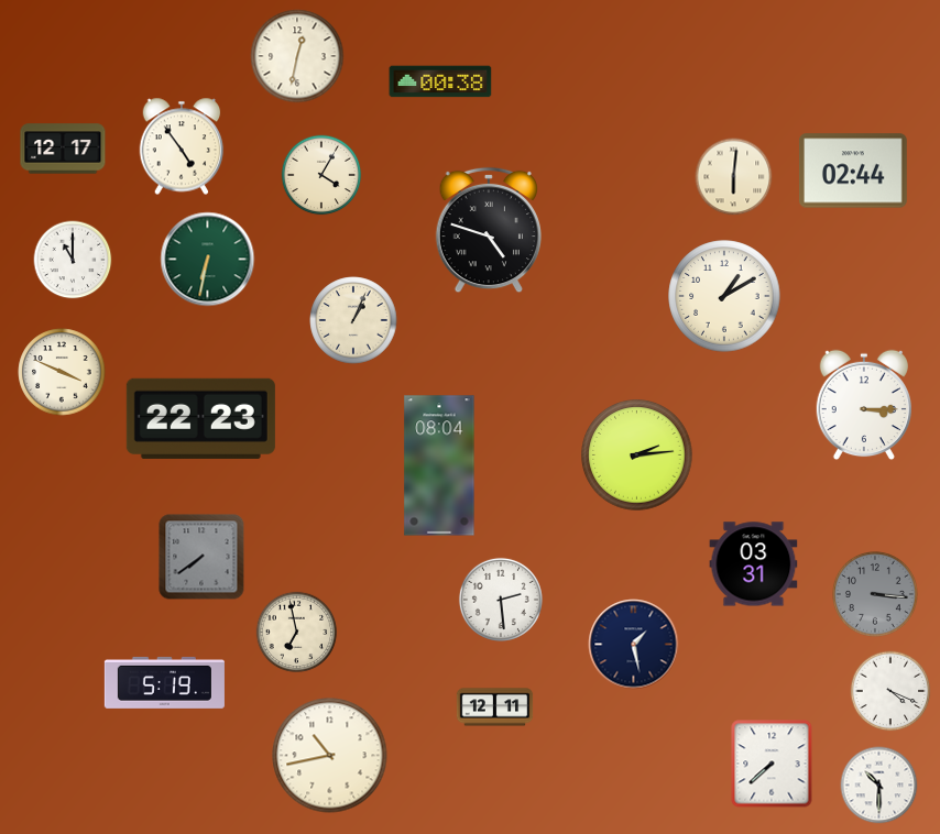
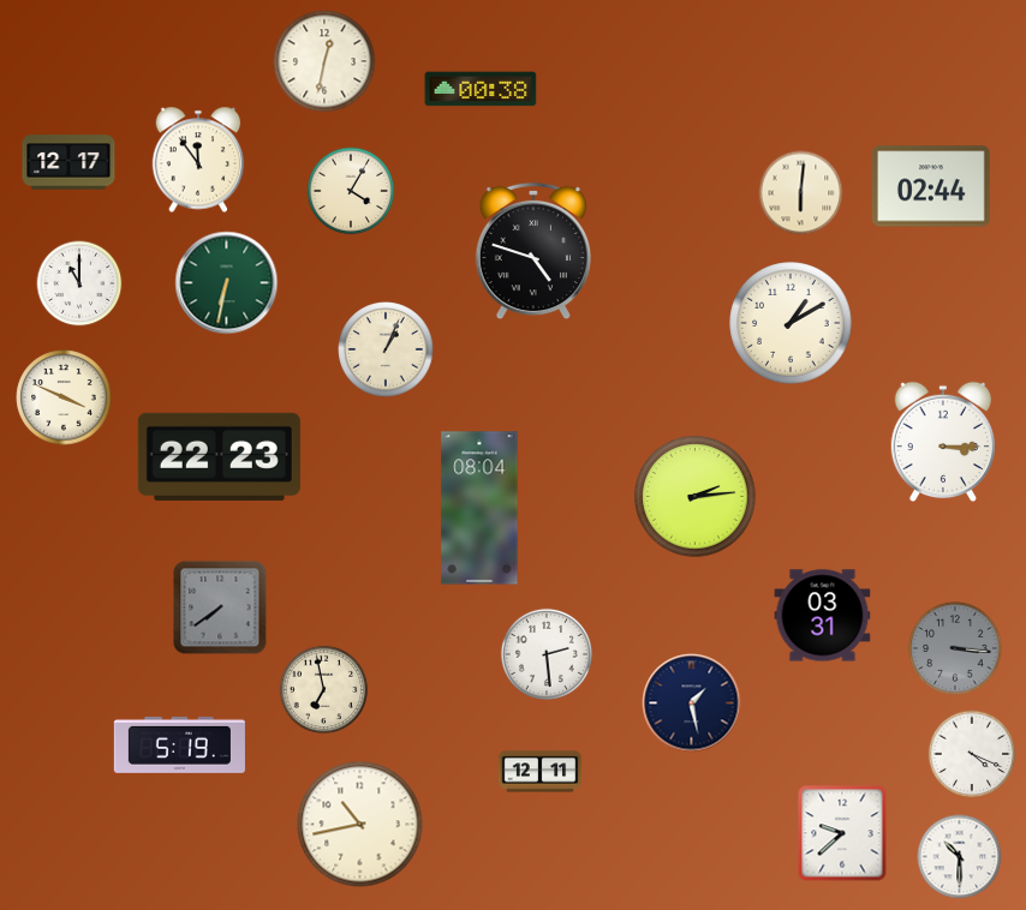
clock at (182, 146): 4:54 -> 11:54
clock at (62, 372) position: (62, 372) -> (64, 397)
clock at (772, 764): 7:38 -> 9:38
